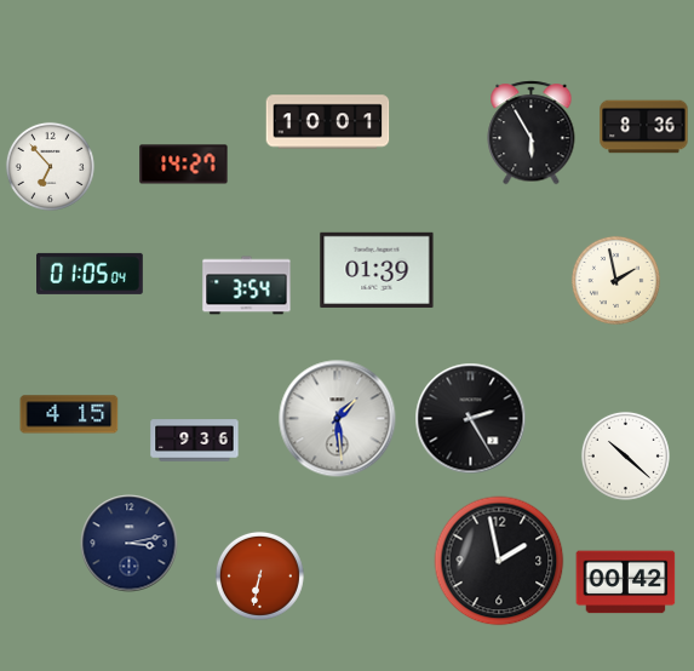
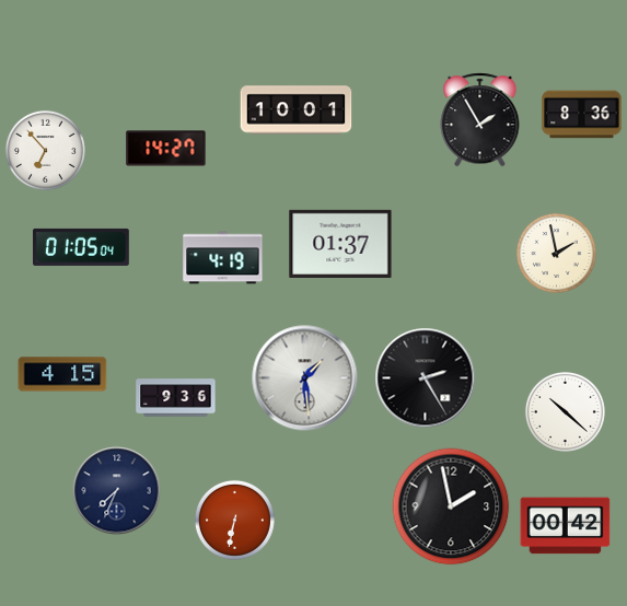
clock at (532, 133): 5:55 -> 1:55
clock at (377, 270): 01:39 -> 01:37
clock at (247, 286): 3:54 -> 4:19
clock at (130, 544): 3:13 -> 7:34
